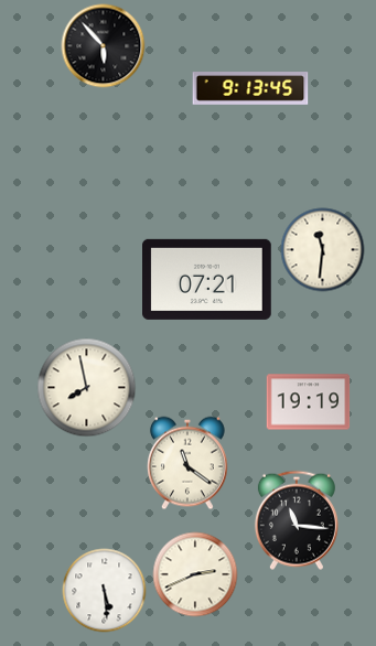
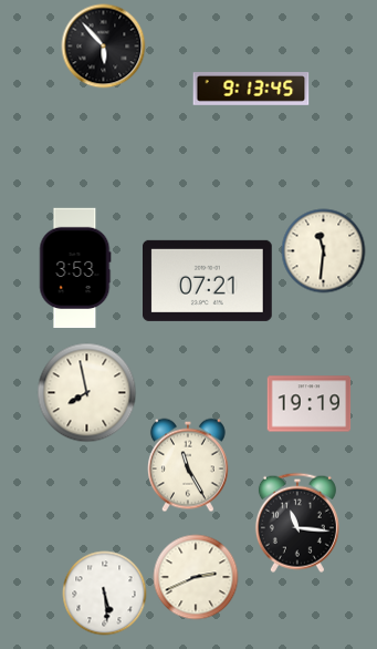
clock at (75, 268): none -> 3:53
clock at (87, 388) position: (87, 388) -> (87, 393)
clock at (189, 463): 11:21 -> 11:25
